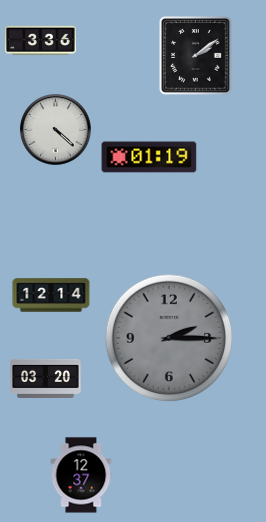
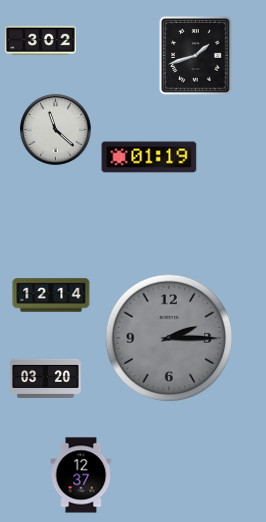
clock at (41, 41): 3:36 -> 3:02
clock at (196, 56): 2:09 -> 1:42
clock at (56, 130): 4:22 -> 11:22
